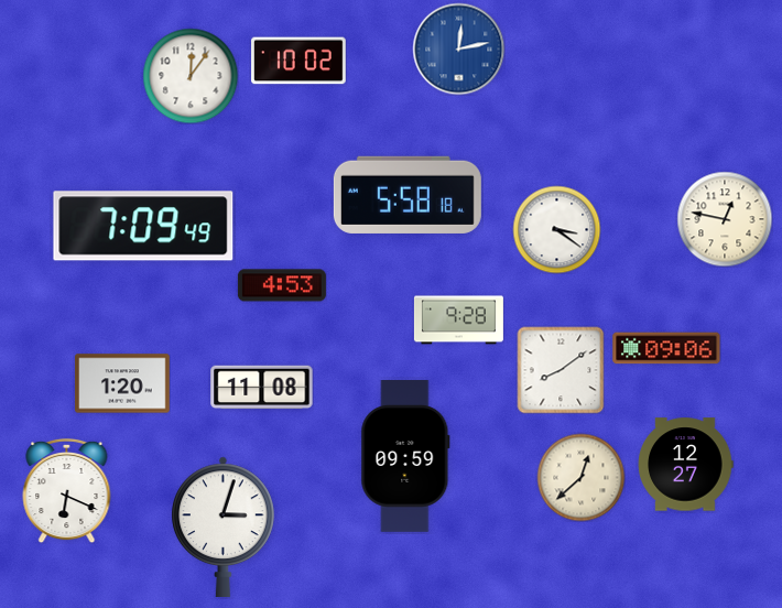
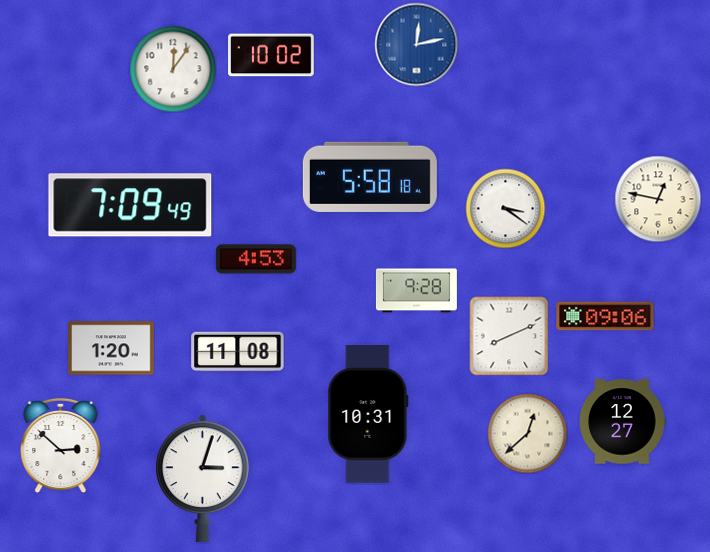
clock at (561, 370): 8:09 -> 8:11
clock at (405, 457): 09:59 -> 10:31
clock at (67, 490): 6:19 -> 2:52
